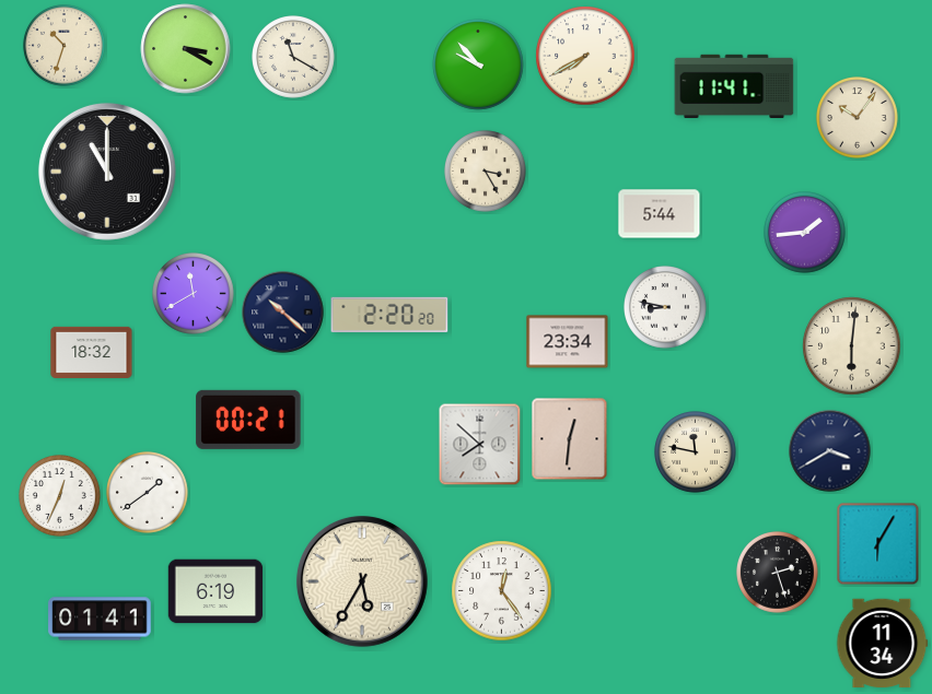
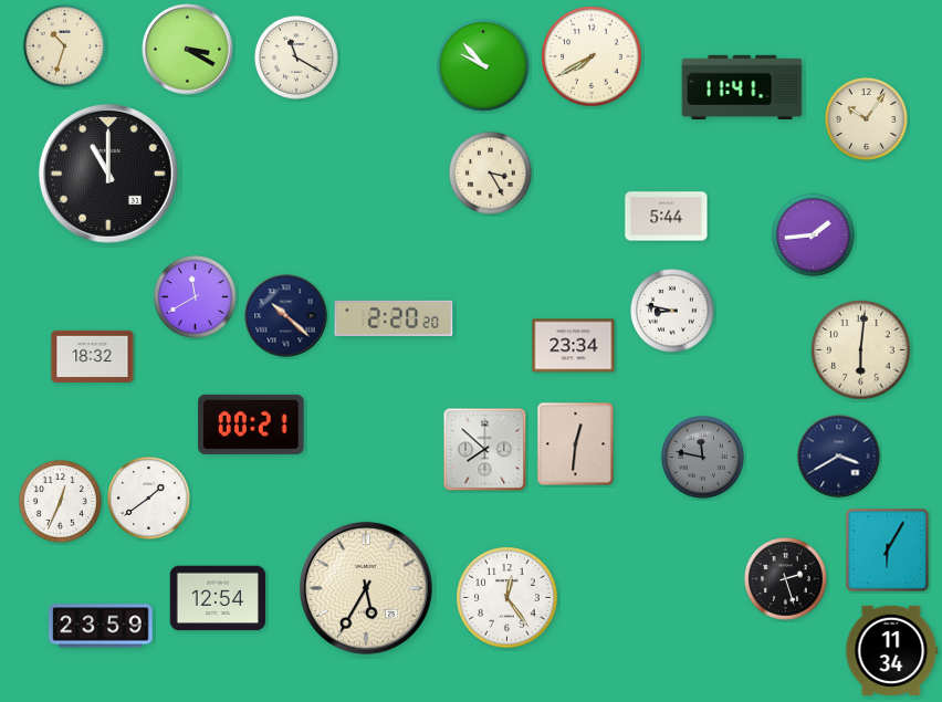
clock at (696, 452) dial: cream -> grey
clock at (215, 591): 6:19 -> 12:54
clock at (100, 619): 01:41 -> 23:59
